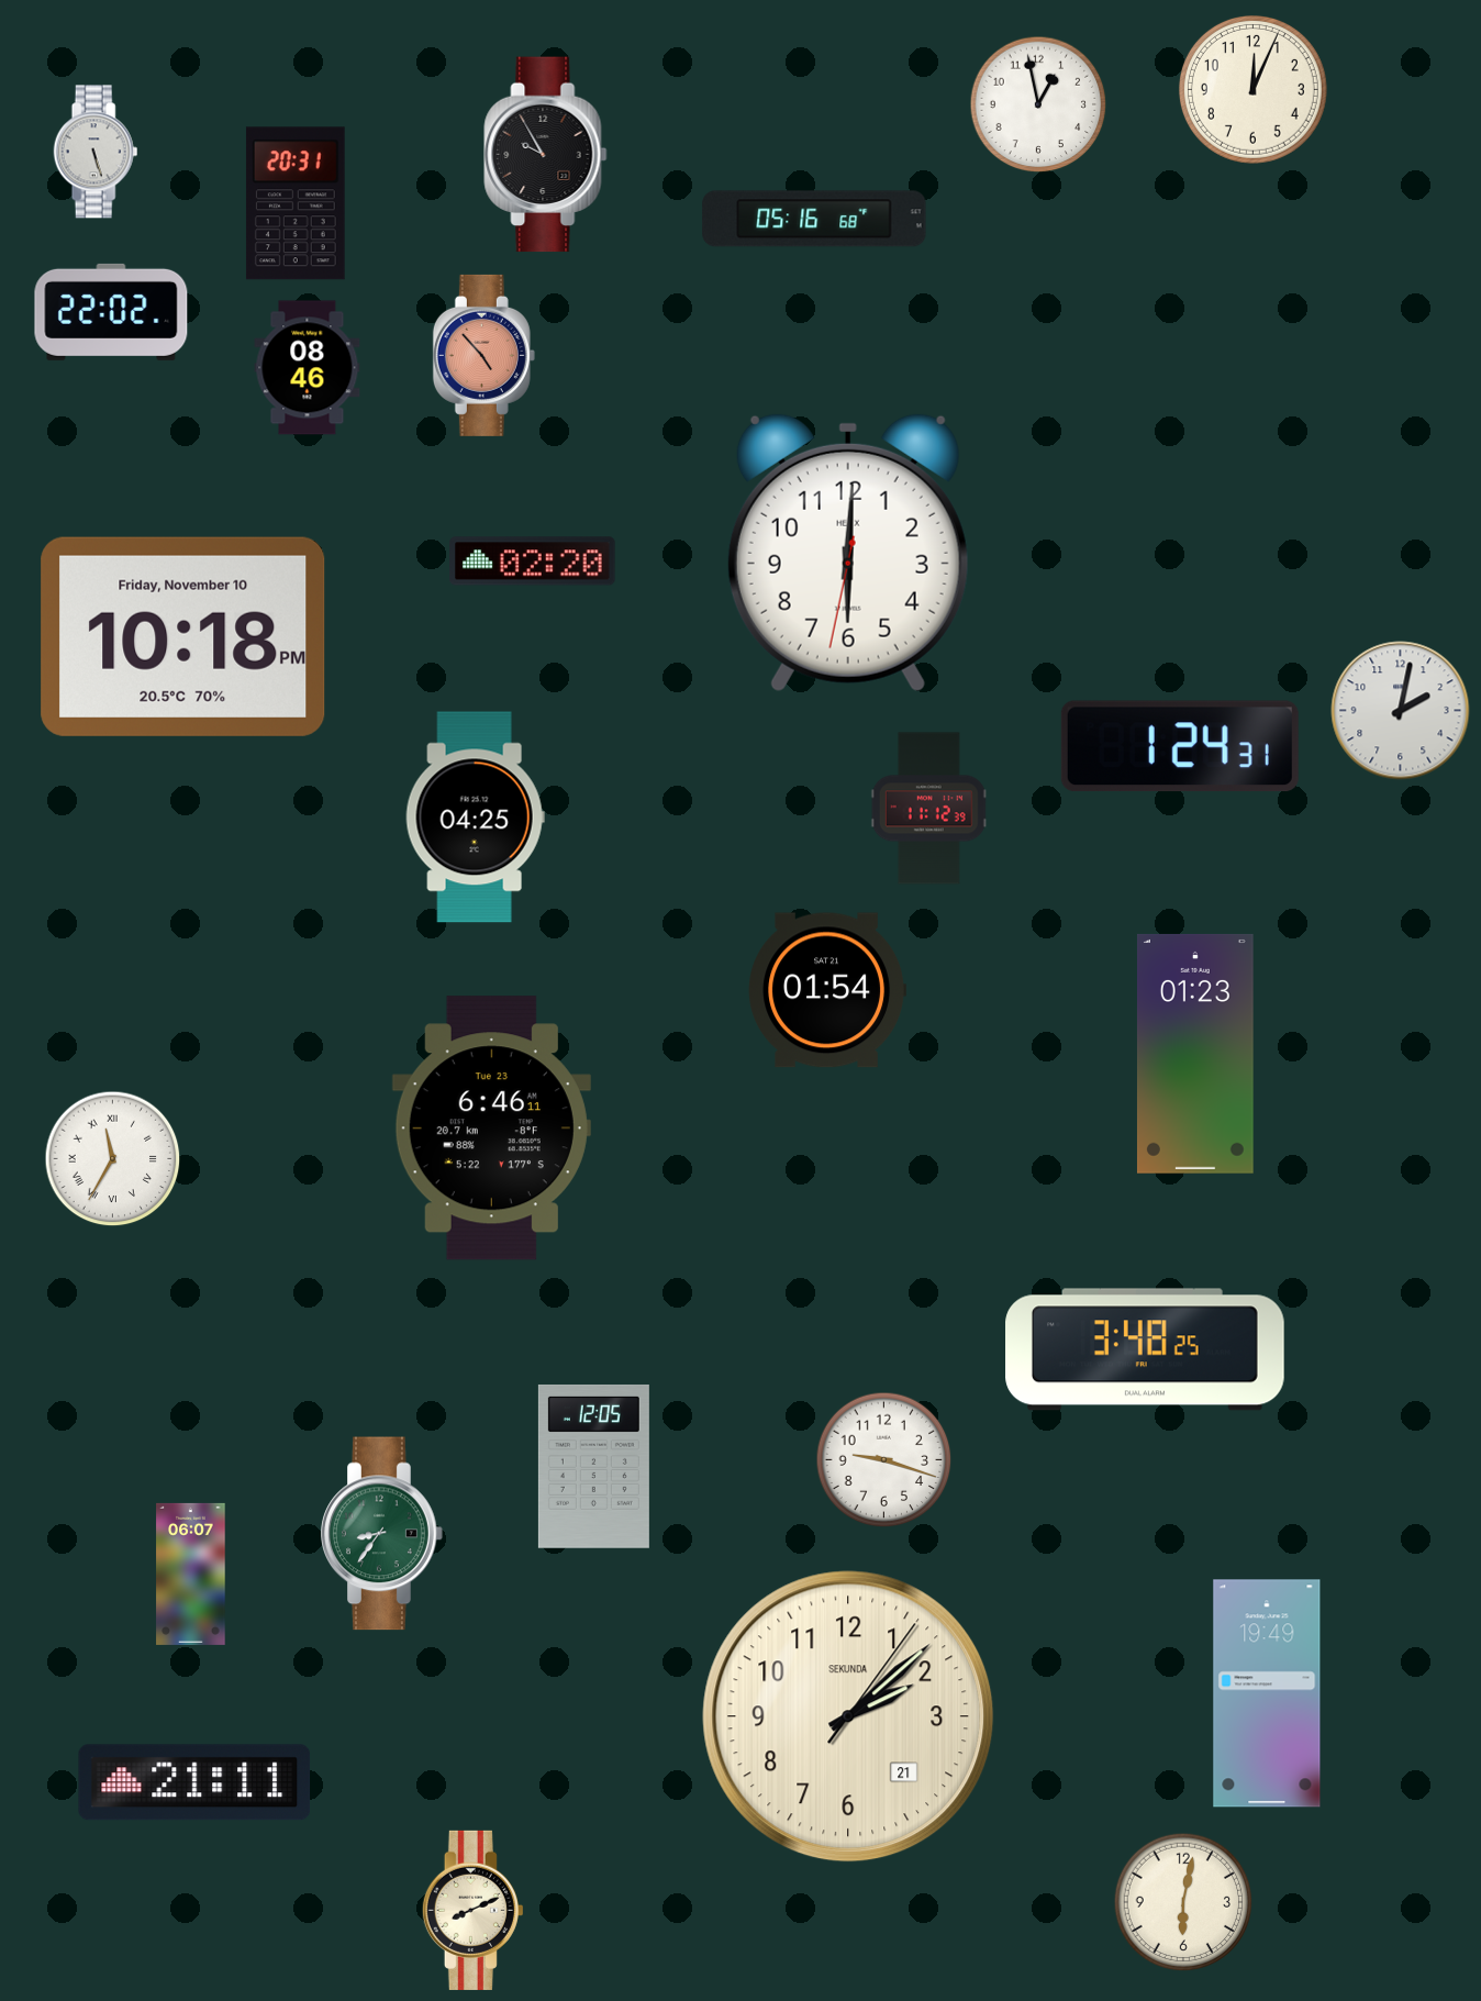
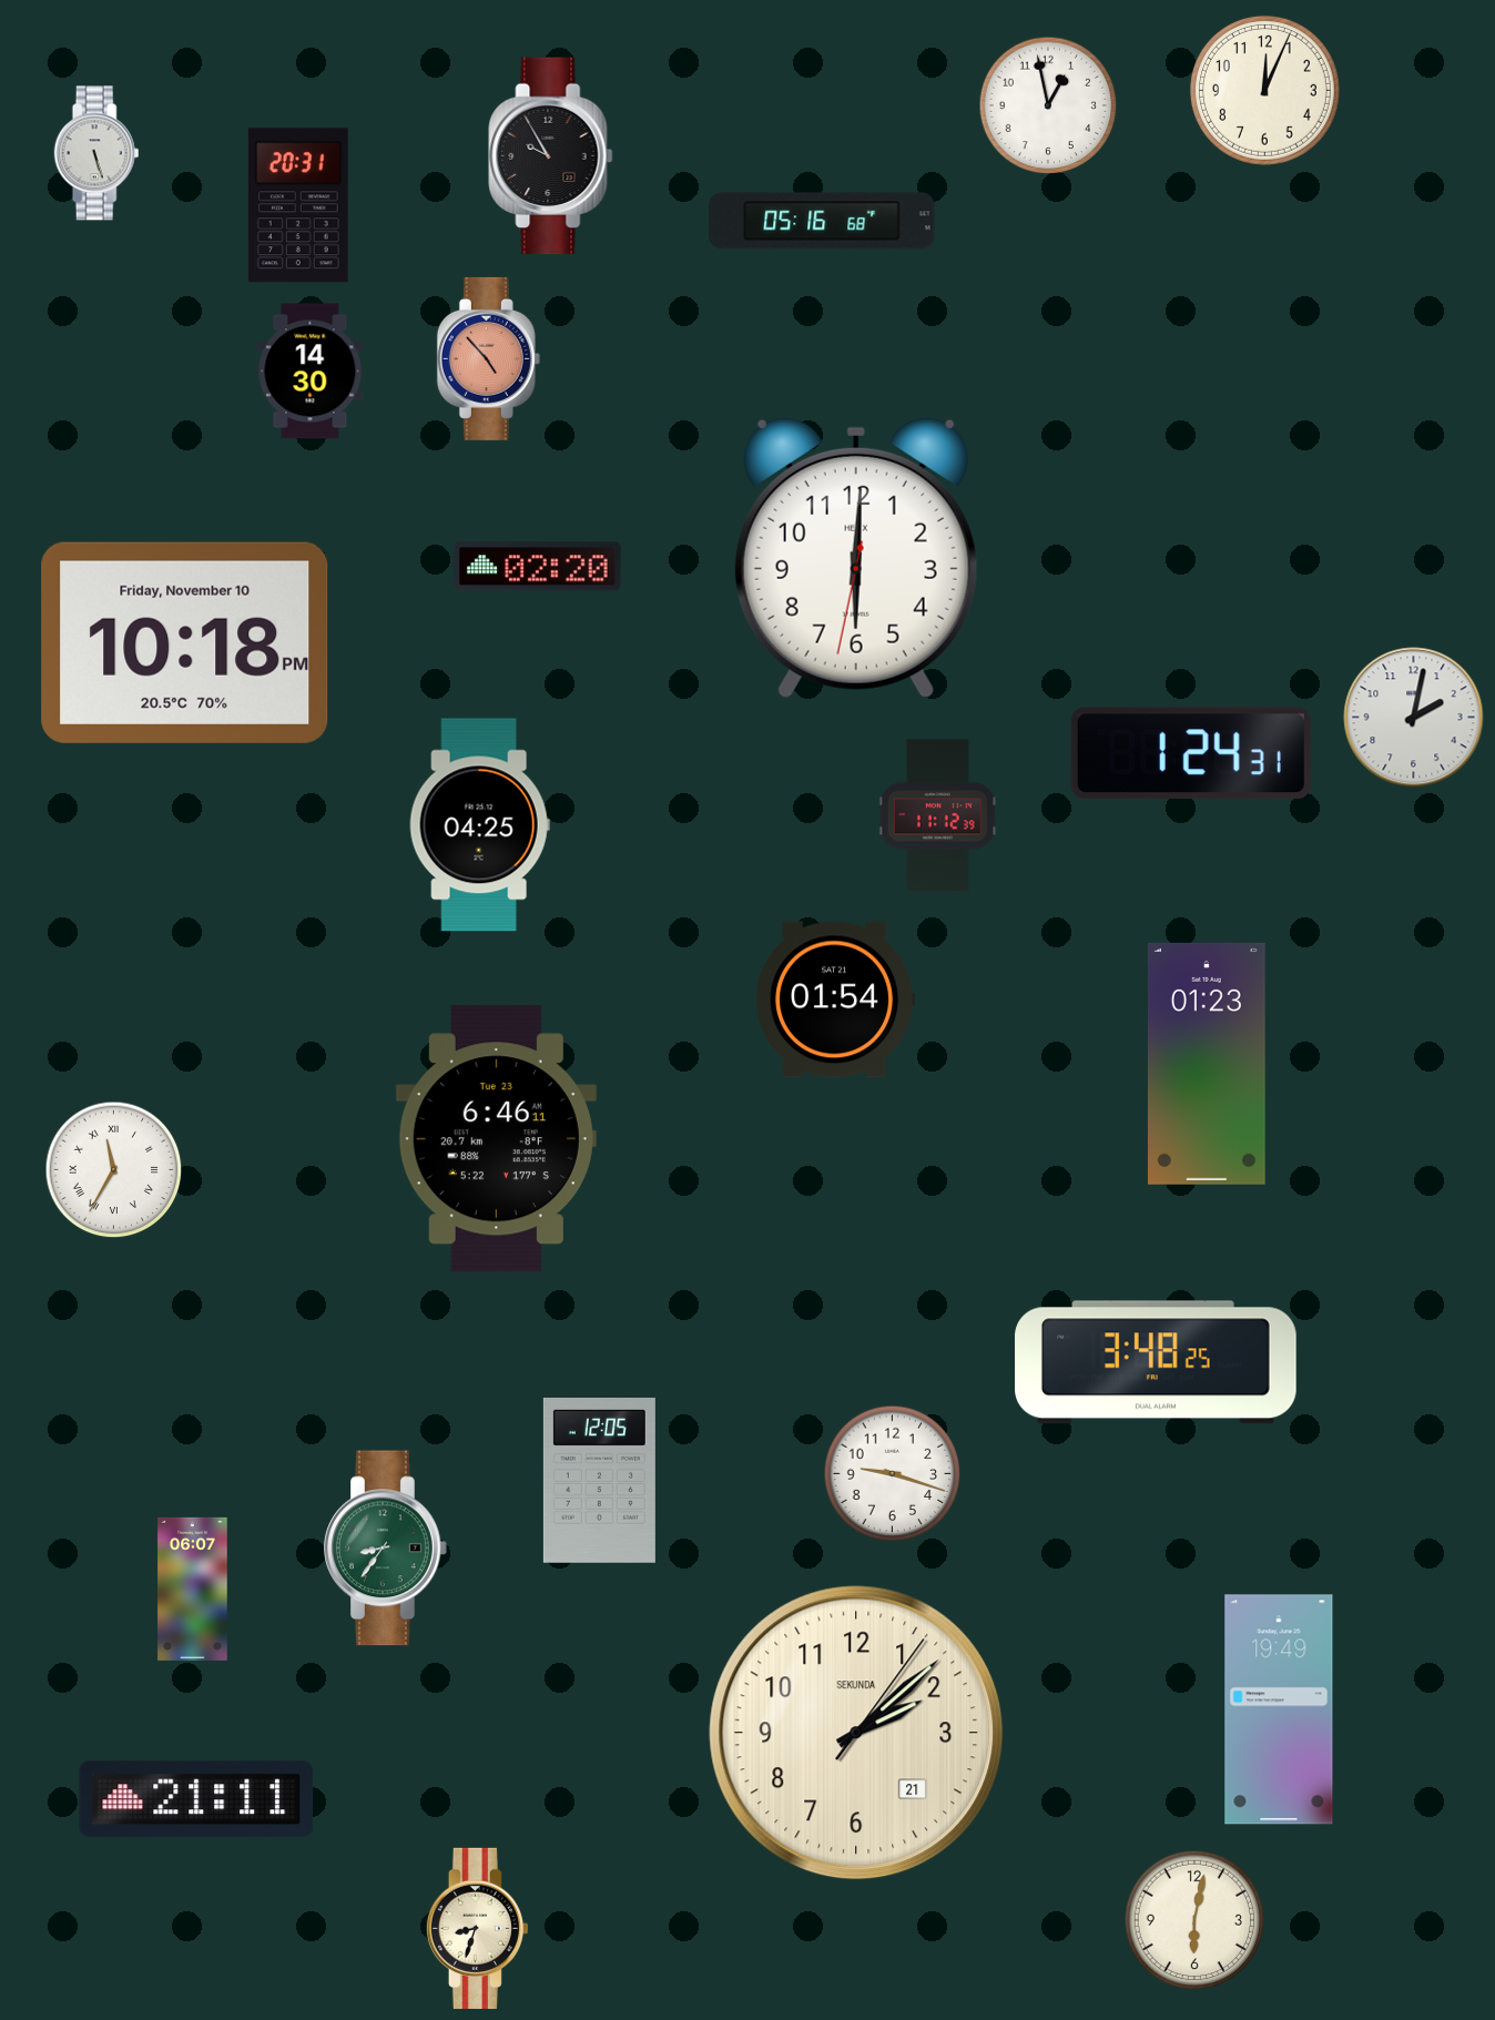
clock at (111, 312): 22:02 -> none
clock at (308, 368): 08:46 -> 14:30
clock at (472, 1910): 8:11 -> 8:33
